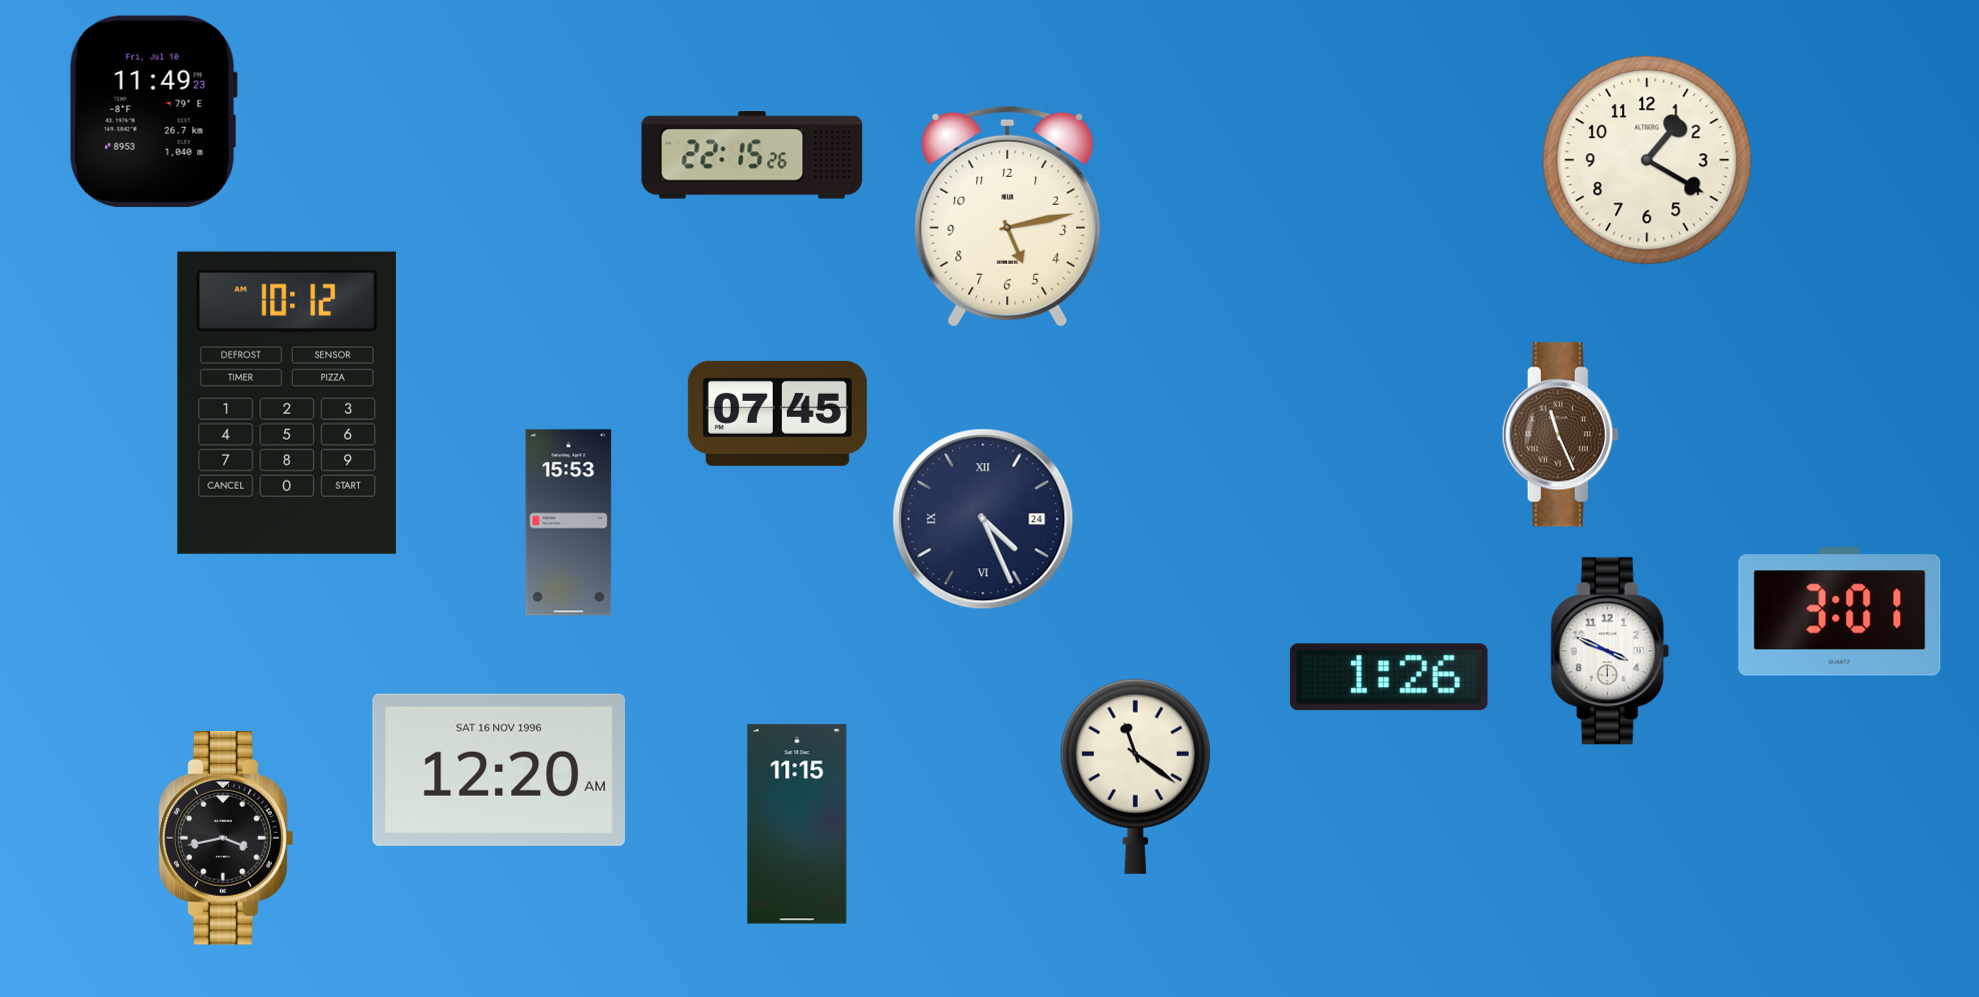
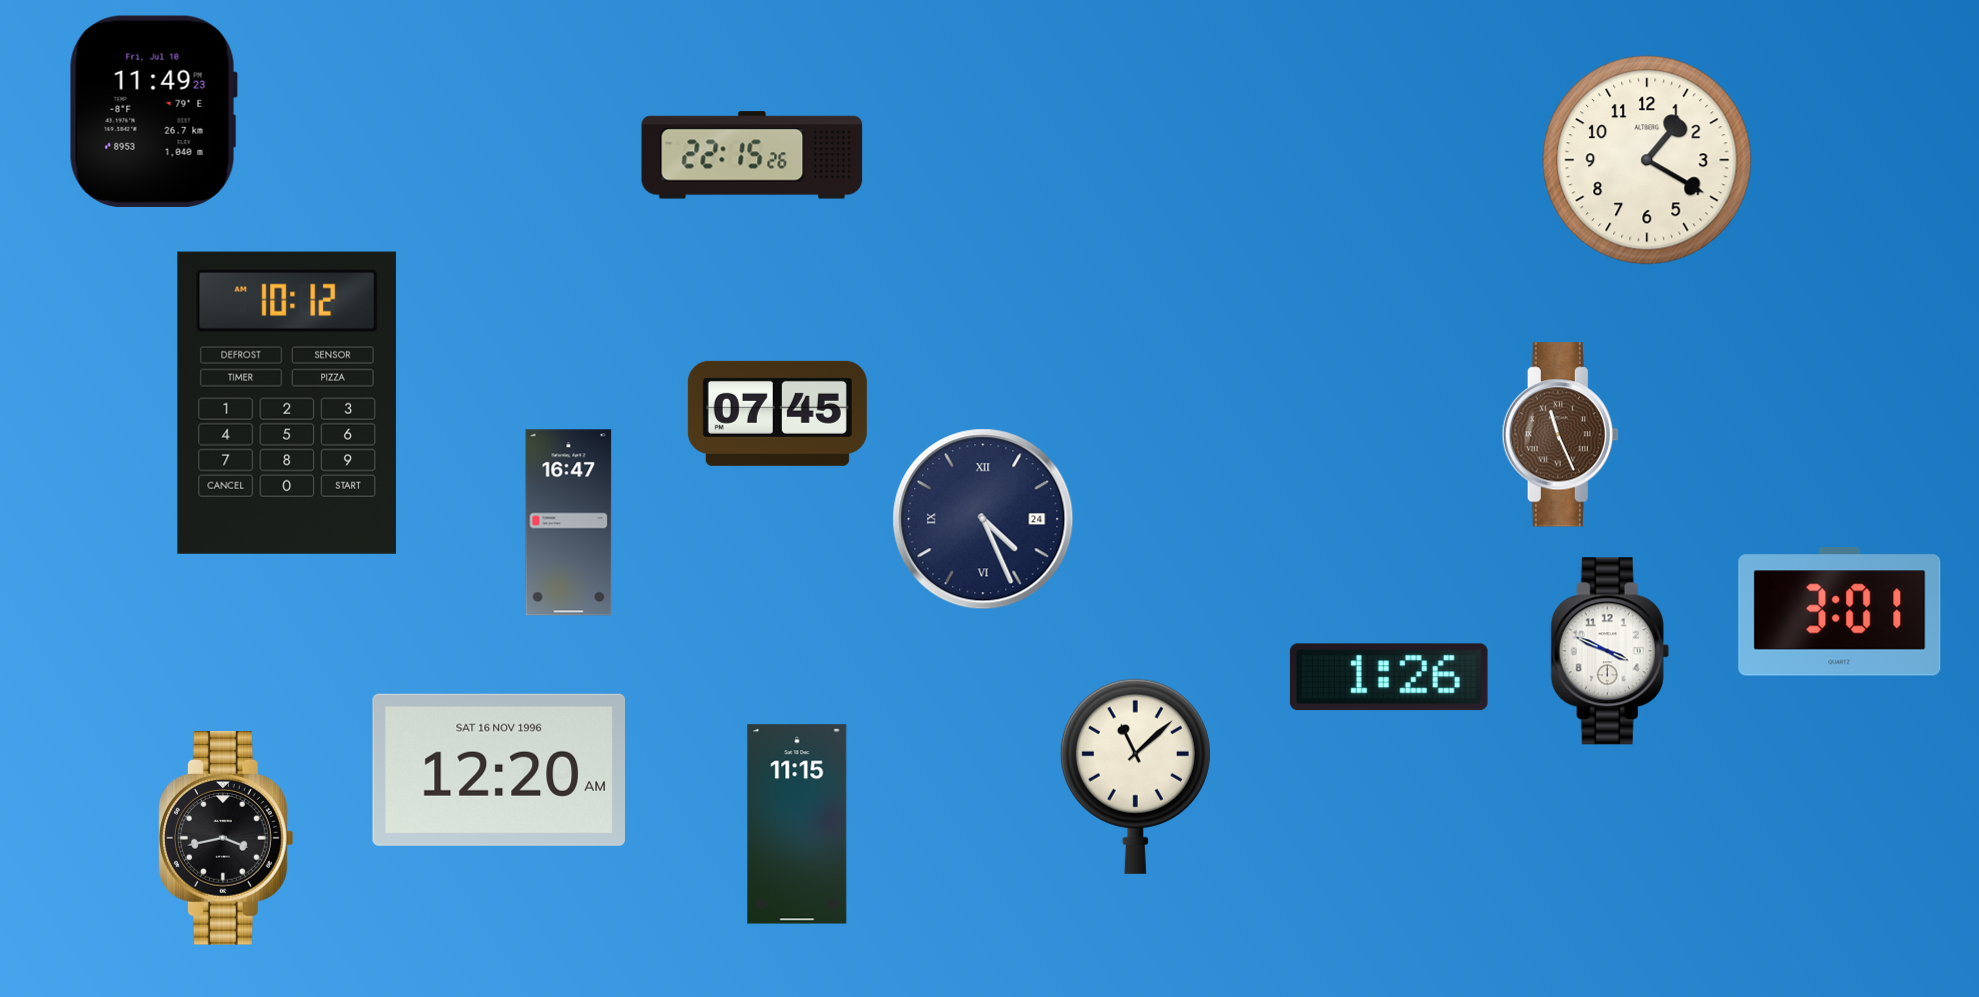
clock at (1008, 216): 5:13 -> none
clock at (569, 523): 15:53 -> 16:47
clock at (1135, 776): 11:21 -> 11:08
